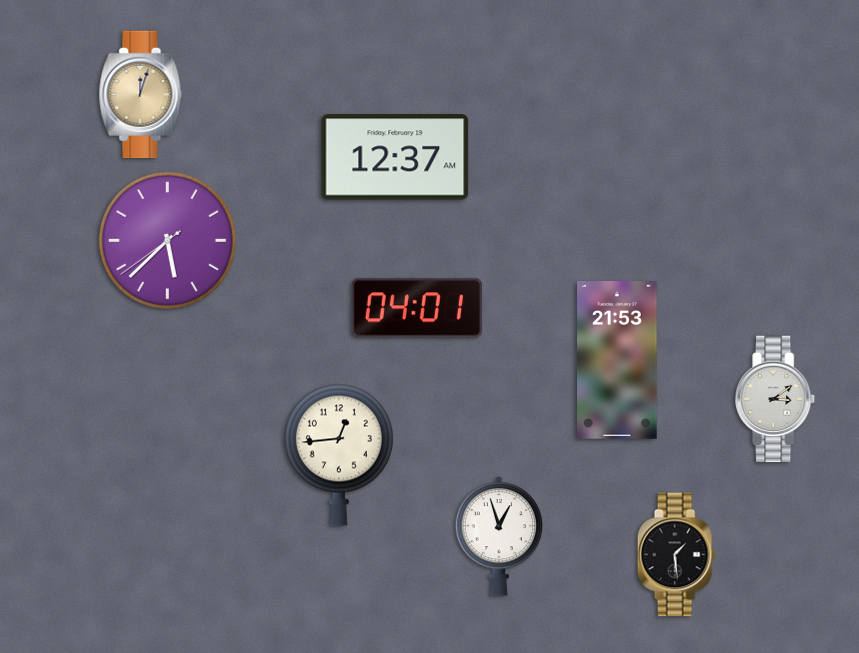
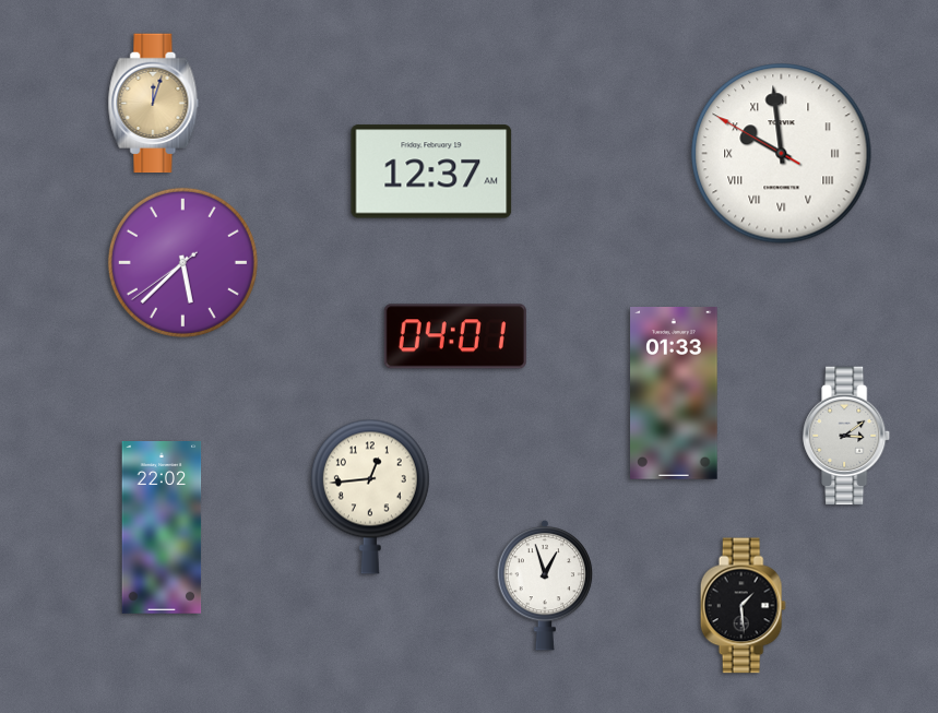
clock at (782, 154): none -> 9:58
clock at (617, 361): 21:53 -> 01:33
clock at (162, 528): none -> 22:02
clock at (676, 555) position: (676, 555) -> (743, 606)
